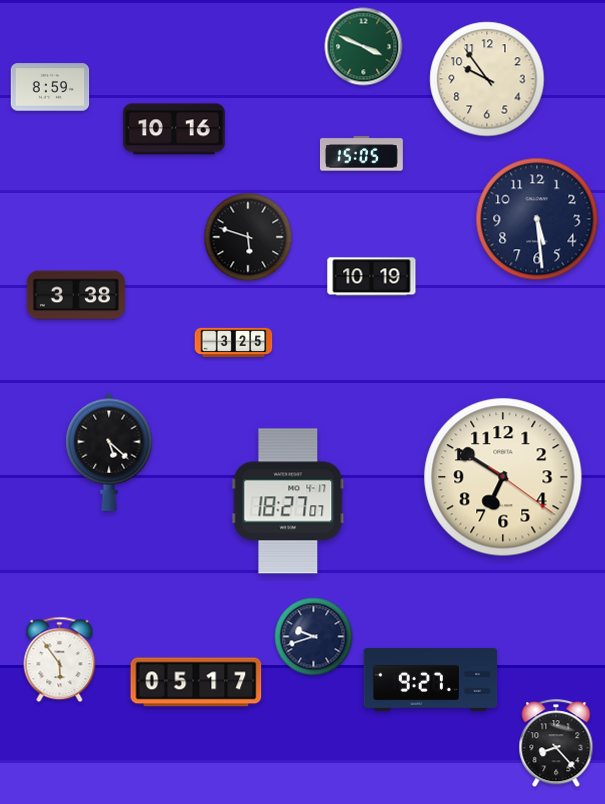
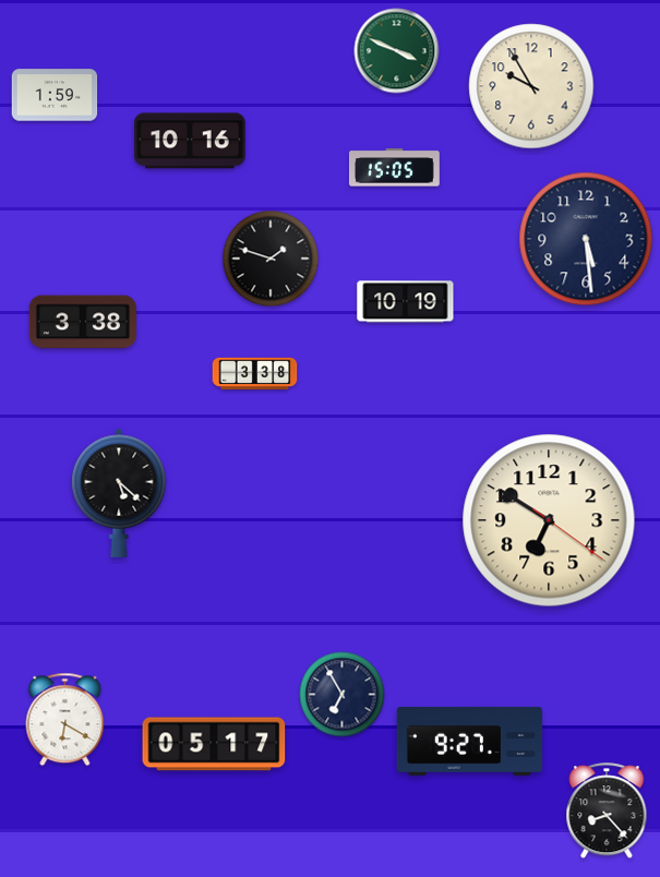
clock at (487, 79): 9:54 -> 9:55
clock at (50, 87): 8:59 -> 1:59
clock at (248, 237): 5:48 -> 1:48
clock at (234, 343): 3:25 -> 3:38
clock at (288, 501): 18:27 -> none
clock at (314, 637): 9:42 -> 6:55
clock at (60, 660): 5:54 -> 6:20
